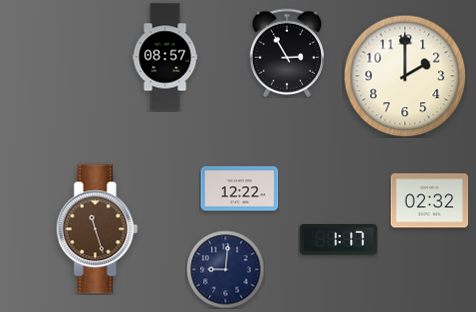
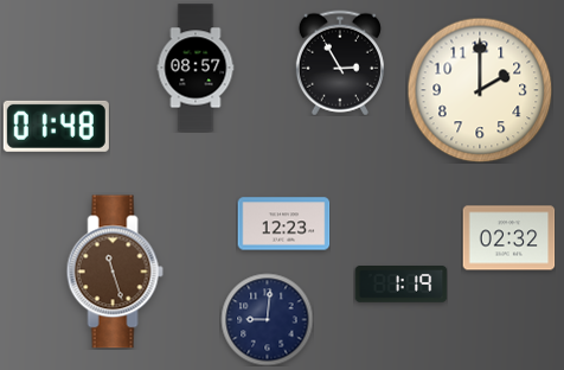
clock at (56, 126): none -> 01:48
clock at (239, 189): 12:22 -> 12:23
clock at (338, 240): 1:17 -> 1:19
